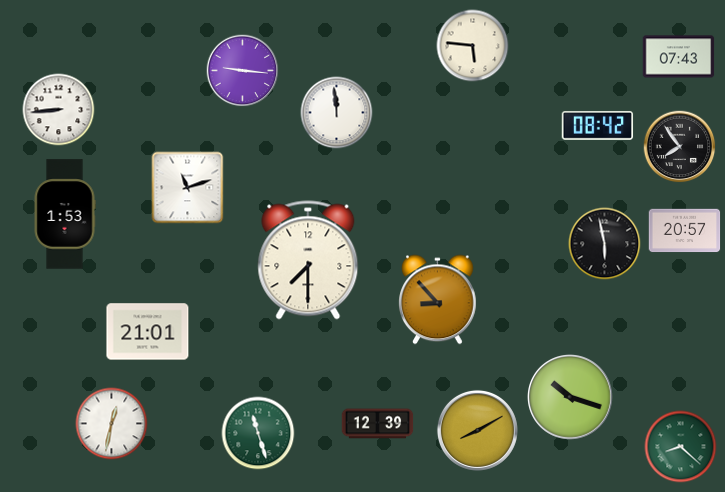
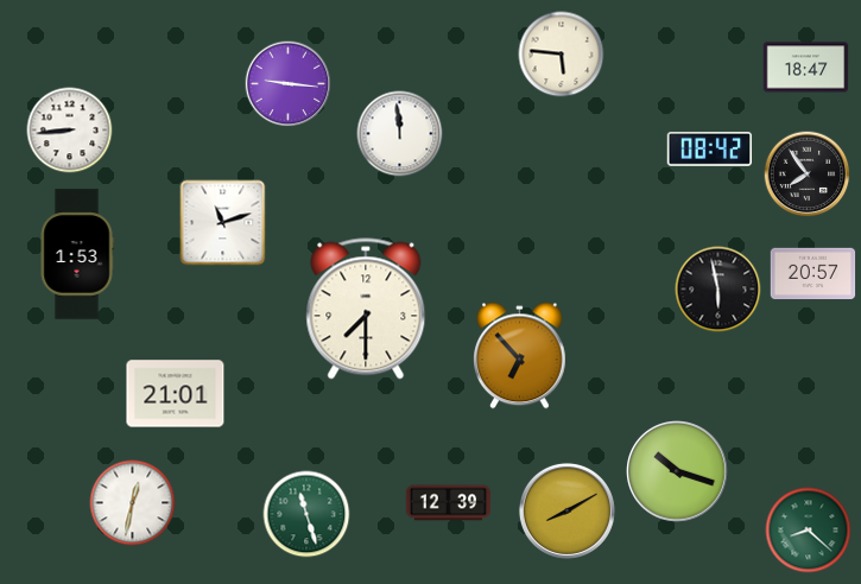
clock at (679, 57): 07:43 -> 18:47
clock at (438, 300): 8:53 -> 6:53
